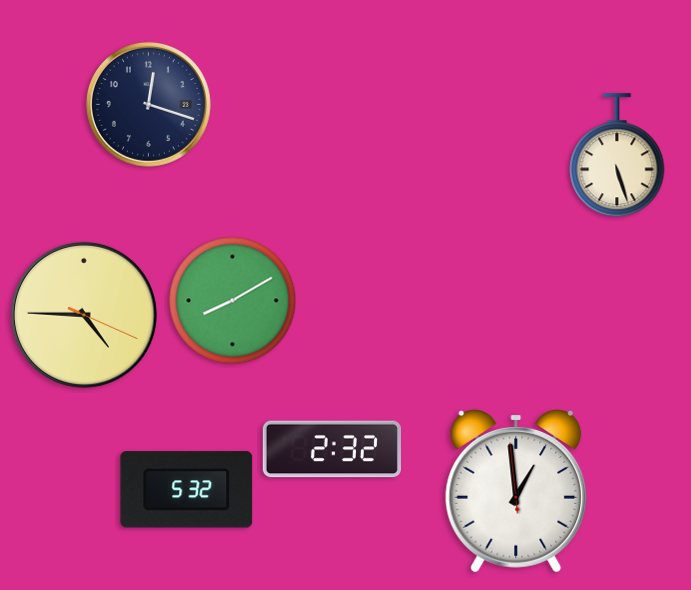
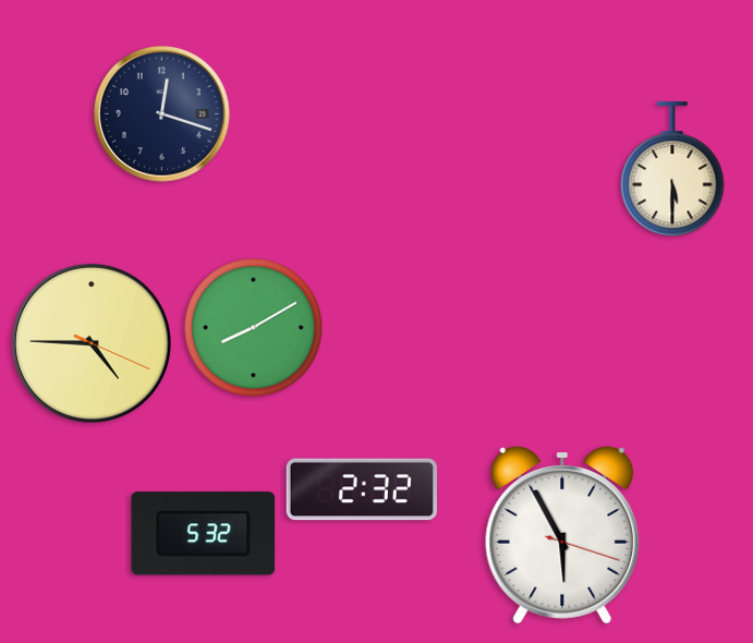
clock at (617, 156): 5:27 -> 5:30
clock at (516, 491): 12:58 -> 5:55
